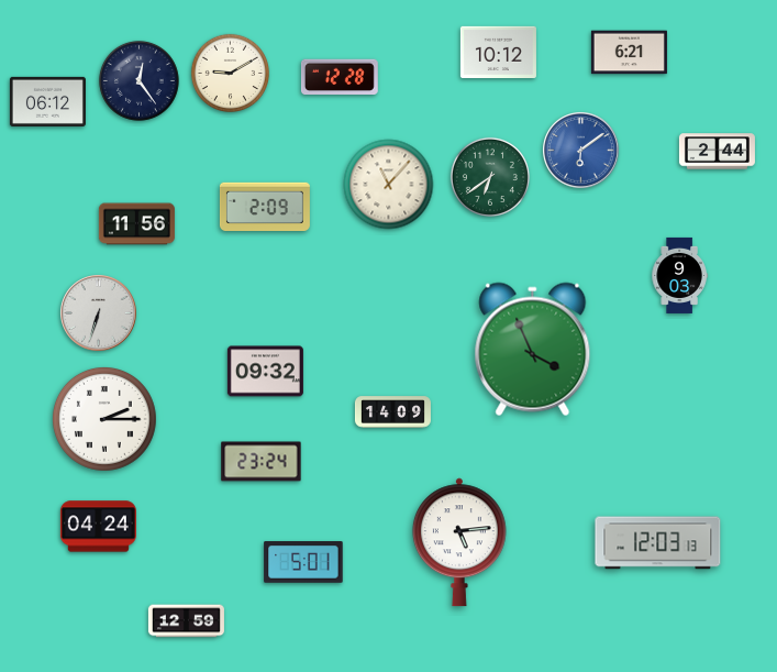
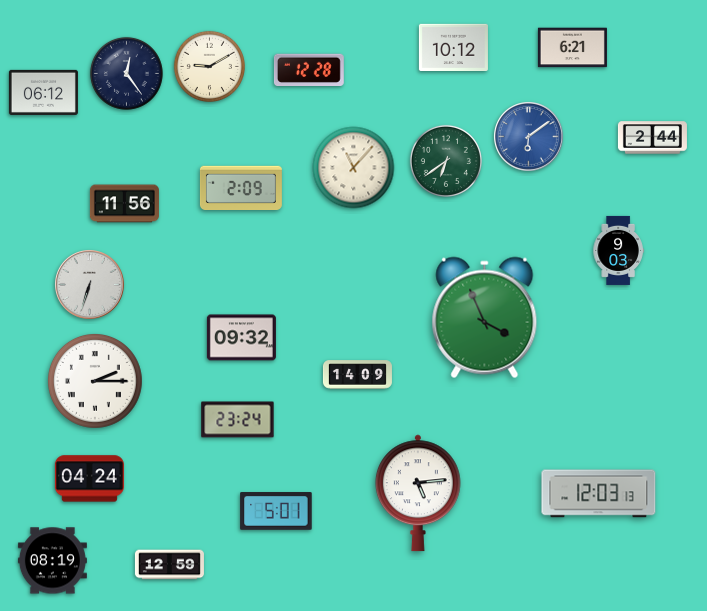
clock at (52, 561): none -> 08:19
